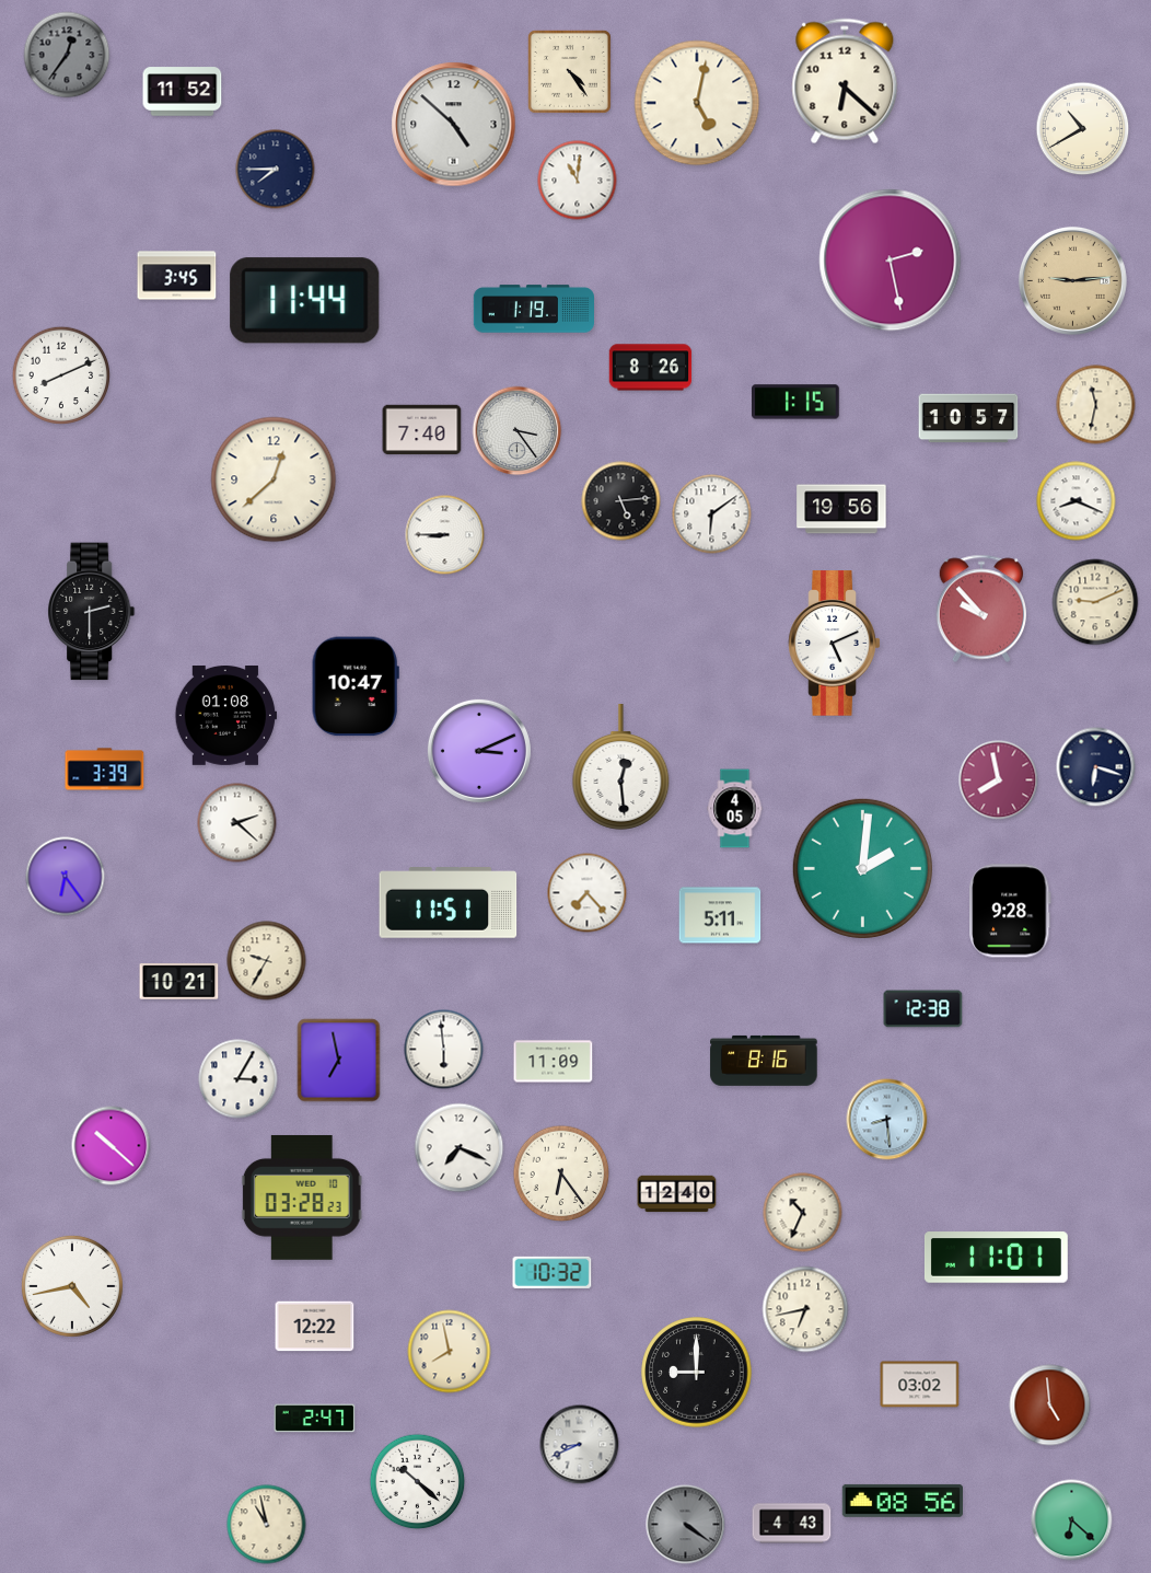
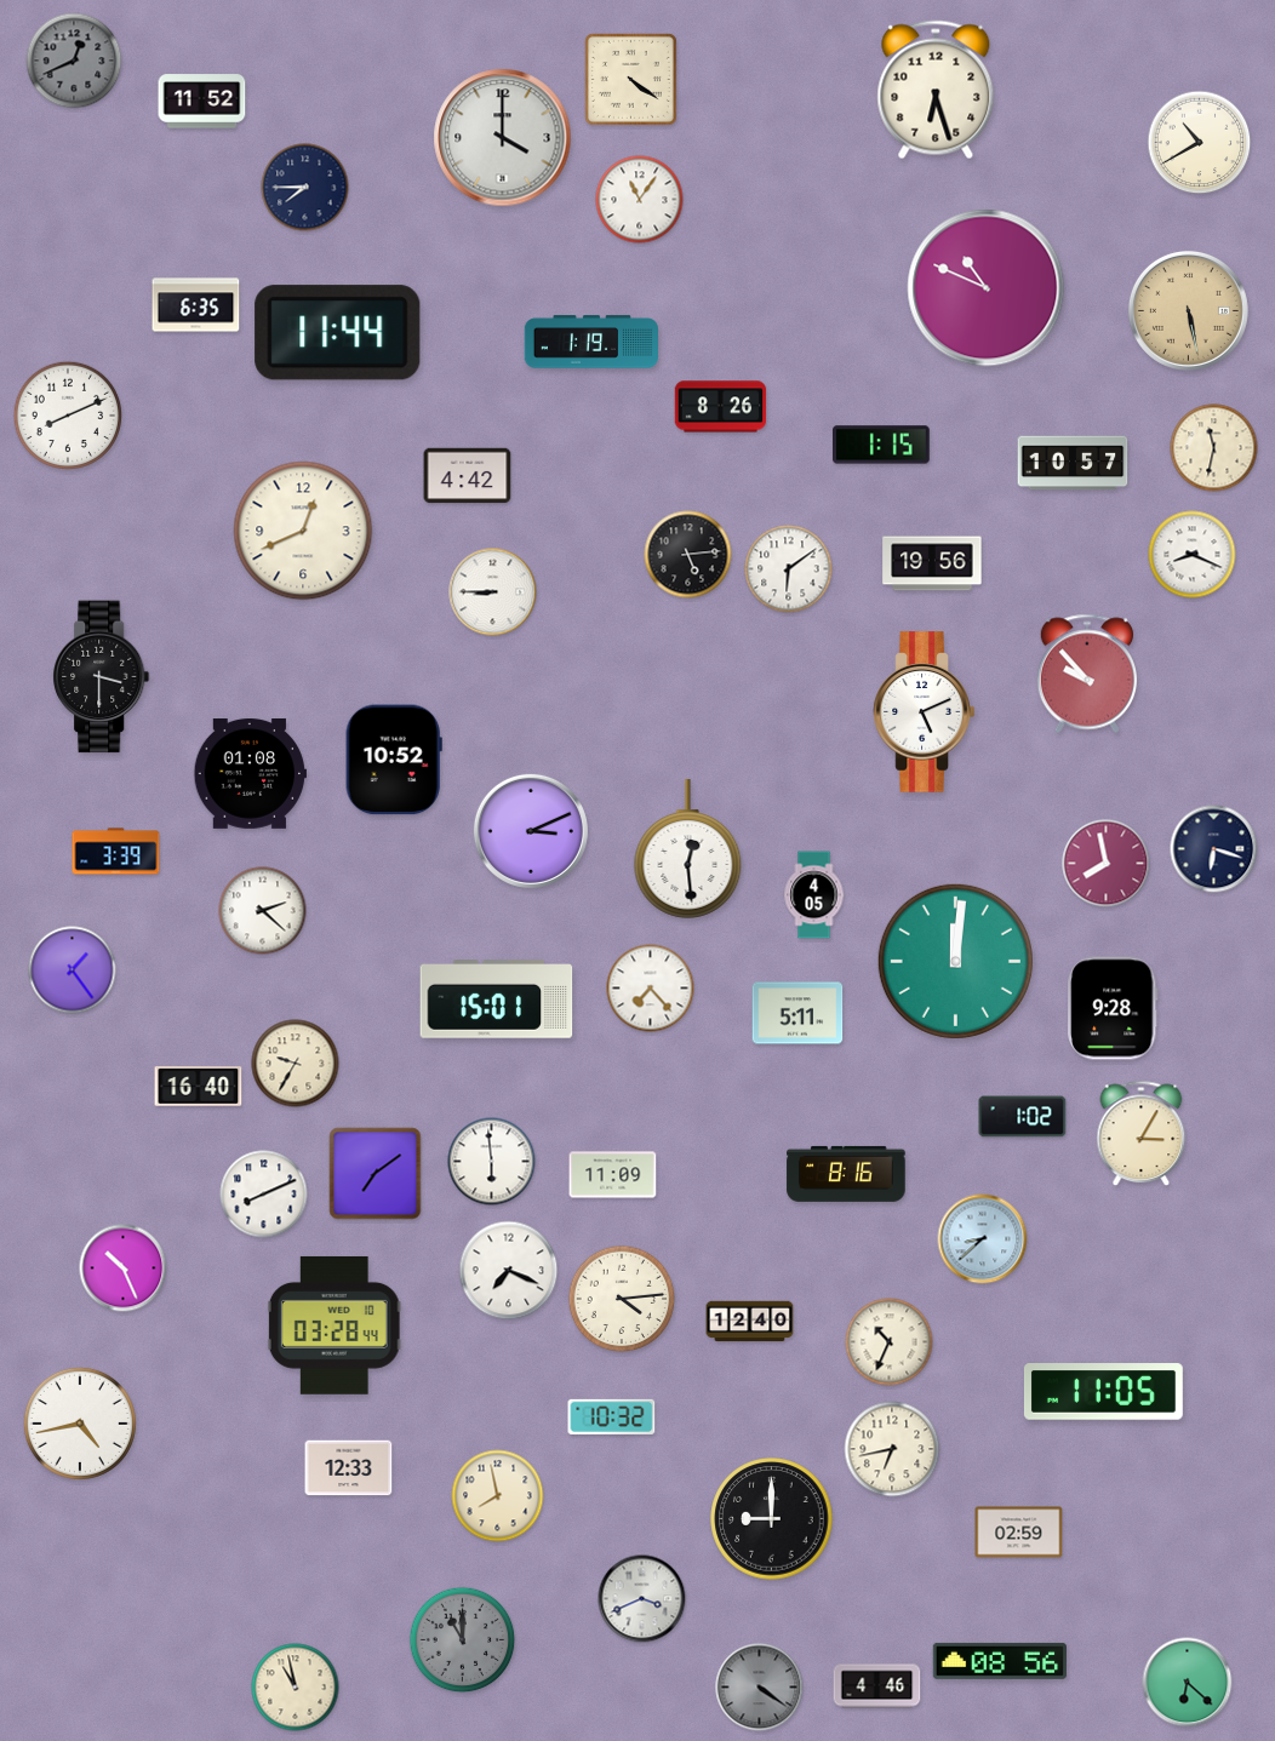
clock at (67, 55): 12:36 -> 12:41
clock at (569, 71): 4:24 -> 4:21
clock at (845, 81): 6:22 -> 6:27
clock at (697, 103): 5:02 -> none
clock at (454, 125): 4:52 -> 4:00
clock at (578, 181): 11:01 -> 11:06
clock at (891, 261): 2:28 -> 10:49
clock at (177, 276): 3:45 -> 6:35
clock at (1072, 280): 9:14 -> 5:28
clock at (422, 430): 7:40 -> 4:42
clock at (518, 431): 3:24 -> none
clock at (274, 479): 12:38 -> 12:41
clock at (1095, 602): 9:11 -> none
clock at (92, 612): 2:30 -> 3:30
clock at (356, 686): 10:47 -> 10:52
clock at (225, 716) position: (225, 716) -> (250, 774)
clock at (862, 868): 2:01 -> 12:01
clock at (66, 877): 6:24 -> 1:24
clock at (449, 903): 11:51 -> 15:01
clock at (1011, 911) position: (1011, 911) -> (1114, 1008)
clock at (179, 982): 10:21 -> 16:40
clock at (923, 1009): 12:38 -> 1:02
clock at (1142, 1134): none -> 3:05
clock at (339, 1061): 6:58 -> 7:09
clock at (239, 1079): 3:05 -> 8:11
clock at (887, 1120): 8:29 -> 8:38
clock at (112, 1146): 10:22 -> 10:26
clock at (561, 1173): 6:24 -> 4:14
clock at (302, 1198): 03:28:23 -> 03:28:44
clock at (996, 1258): 11:01 -> 11:05
clock at (553, 1272) position: (553, 1272) -> (612, 1416)
clock at (315, 1327): 12:22 -> 12:33
clock at (920, 1385): 03:02 -> 02:59
clock at (1050, 1406): 4:59 -> none
clock at (315, 1419): 2:47 -> none
clock at (580, 1445): 8:41 -> 3:41
clock at (418, 1482): 10:22 -> 11:00
clock at (418, 1482) dial: white -> grey
clock at (792, 1524): 4:43 -> 4:46
